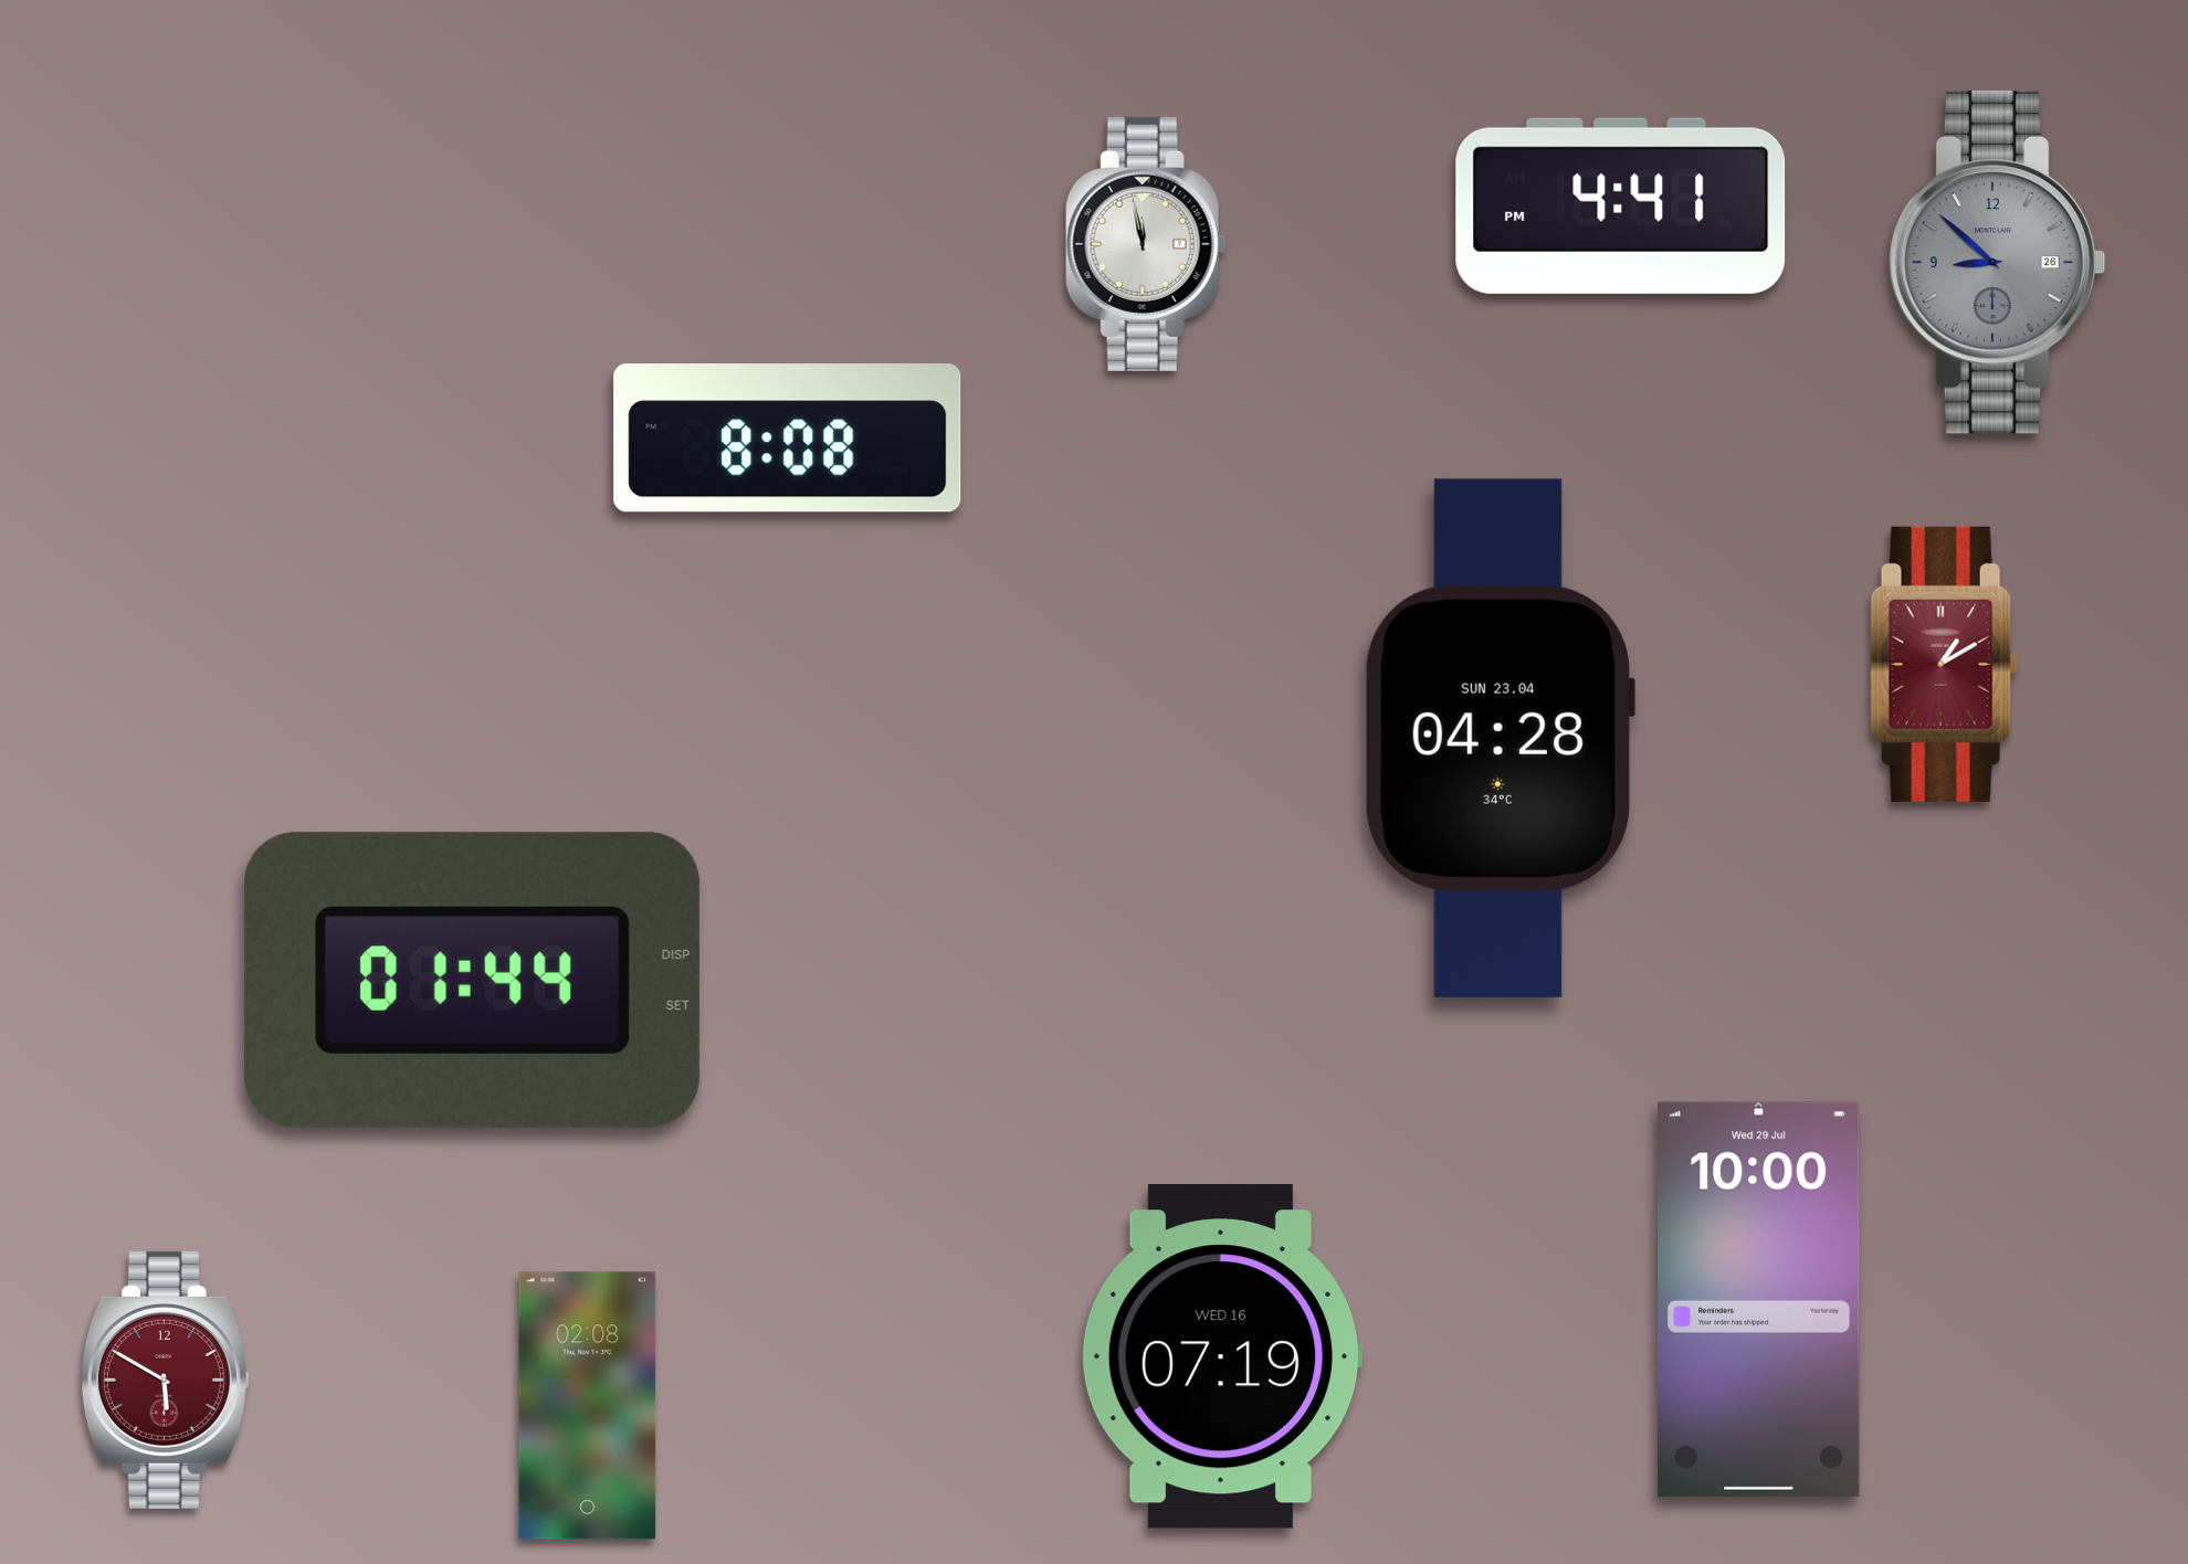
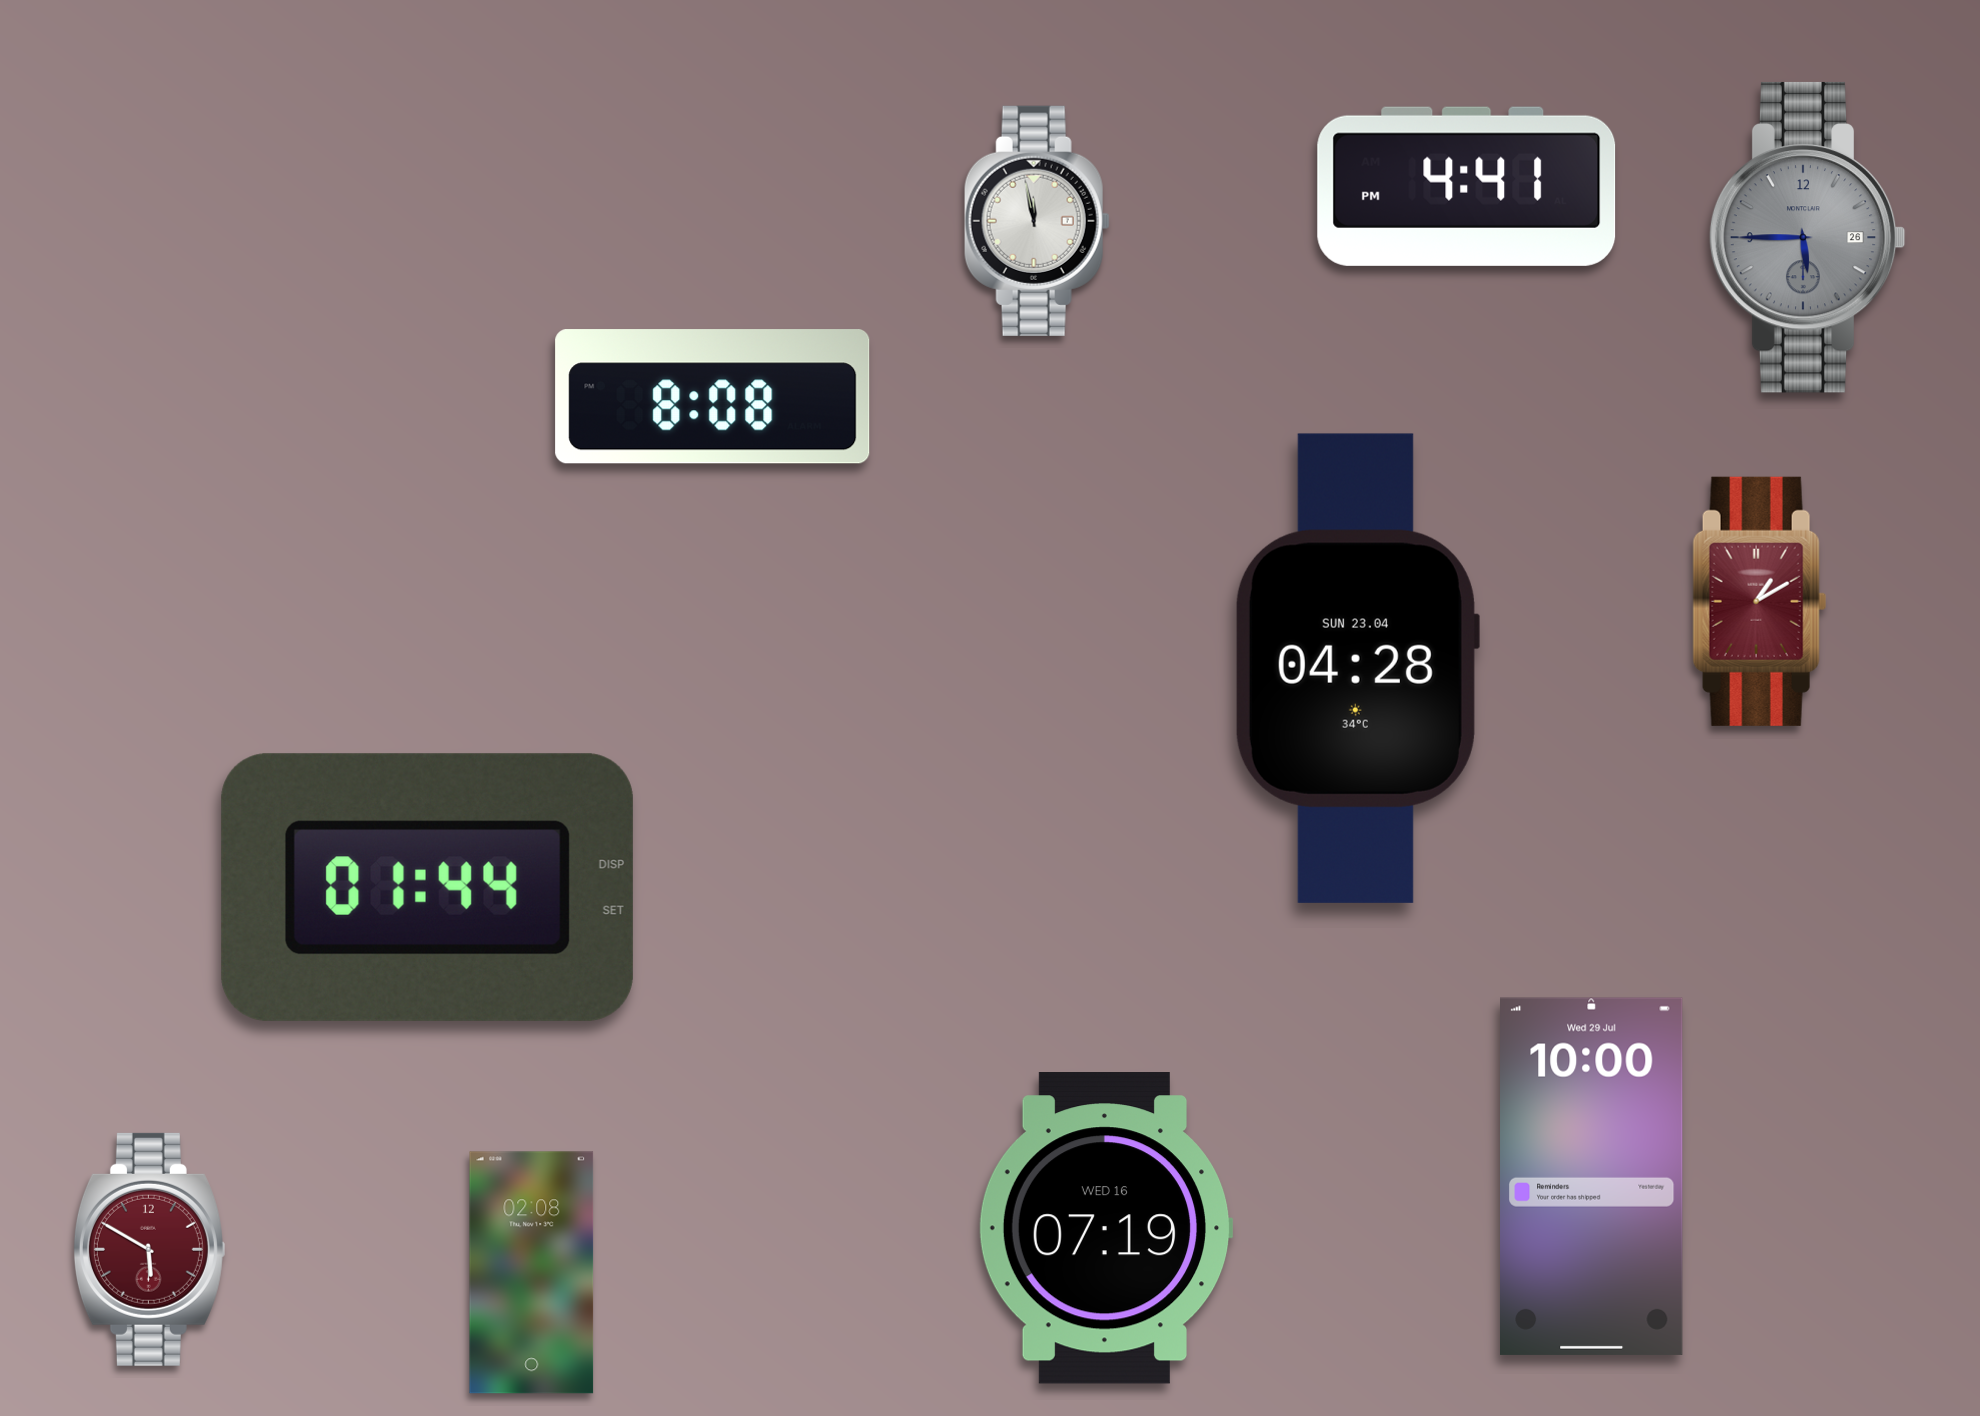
clock at (1997, 262): 8:52 -> 5:45
